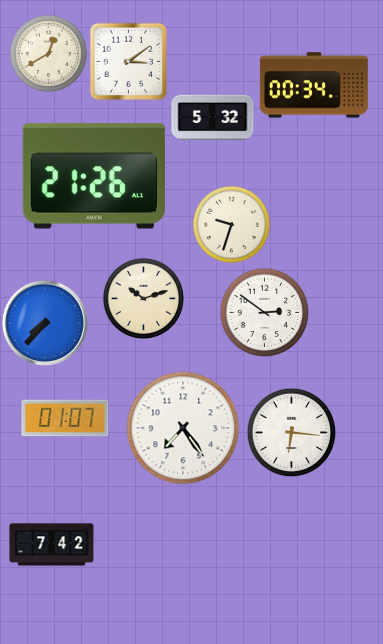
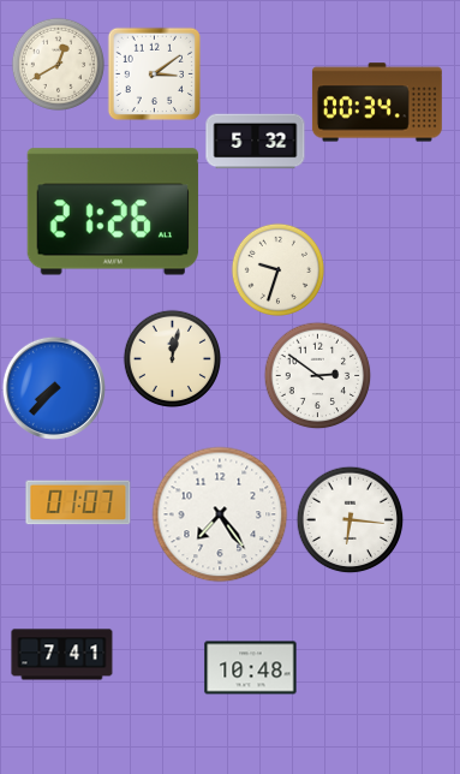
clock at (143, 298): 10:12 -> 12:02
clock at (52, 545): 7:42 -> 7:41
clock at (251, 668): none -> 10:48
